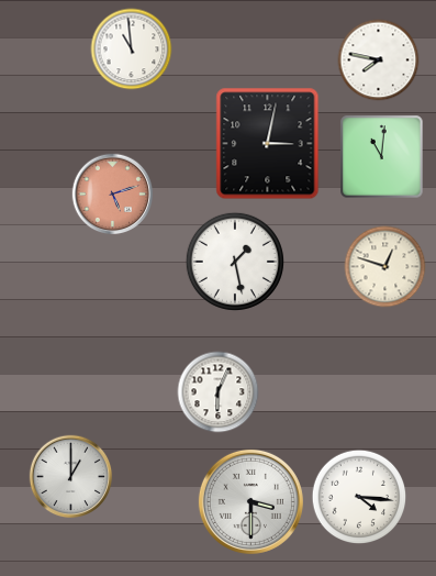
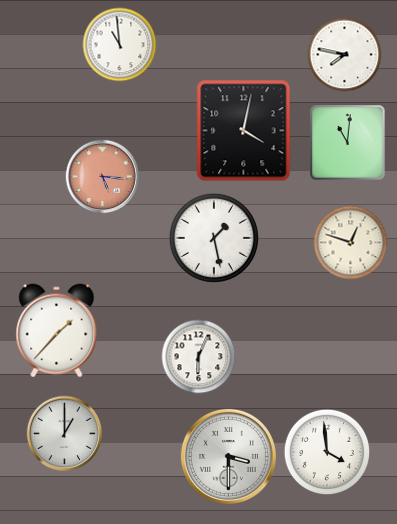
clock at (268, 144): 3:02 -> 4:02
clock at (113, 195): 5:12 -> 5:16
clock at (57, 331): none -> 1:37
clock at (359, 497): 4:16 -> 3:59
